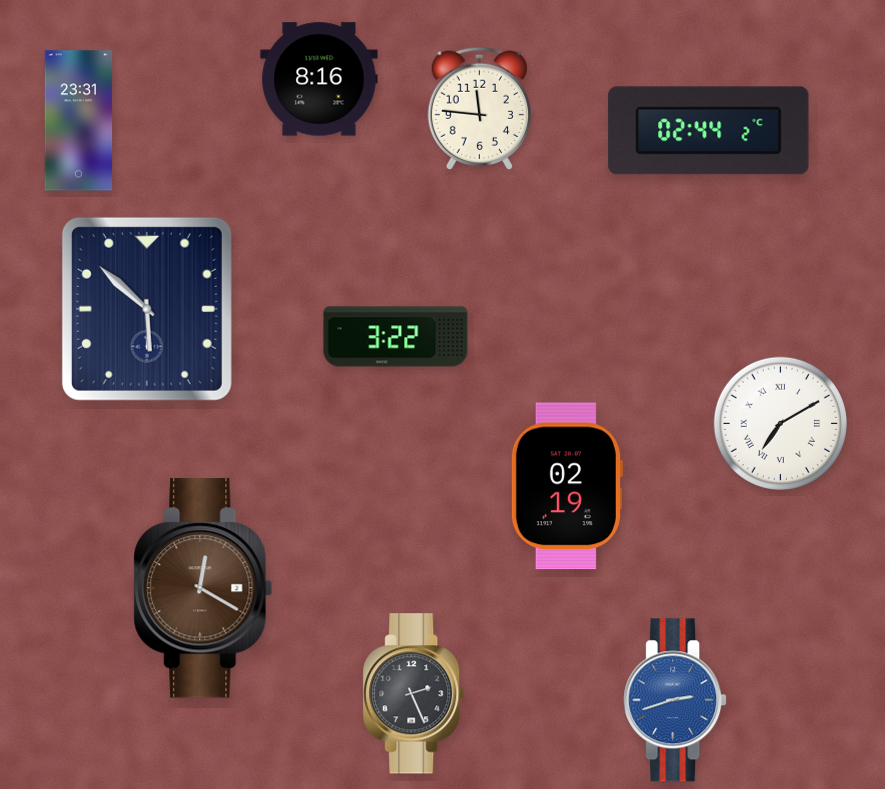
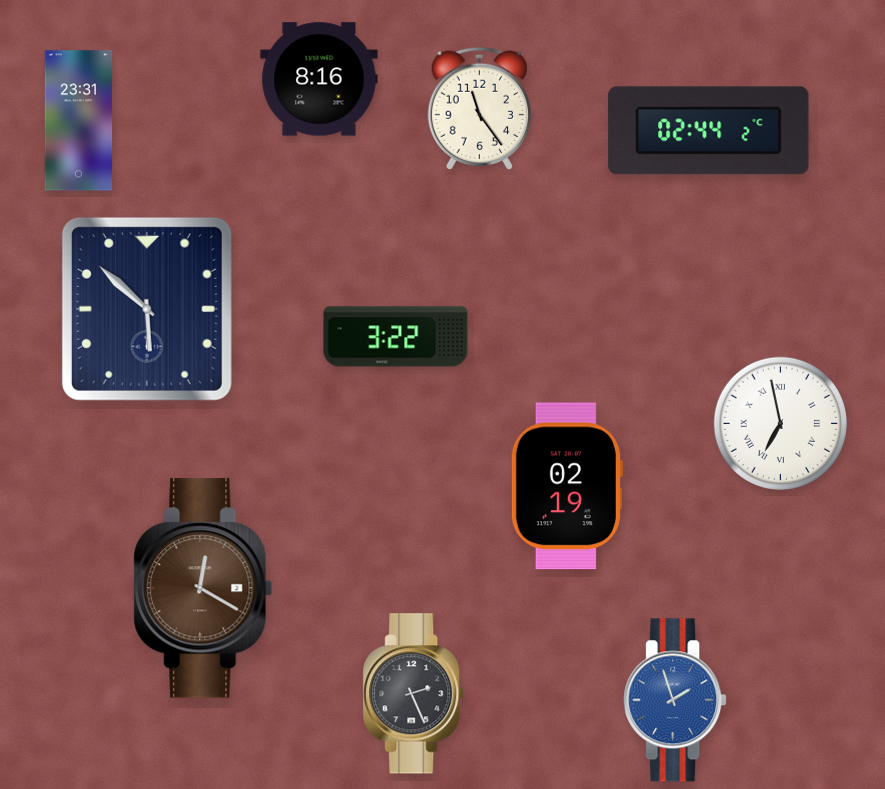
clock at (479, 108): 11:46 -> 11:24
clock at (780, 423): 7:10 -> 6:58
clock at (675, 700): 2:42 -> 1:57
